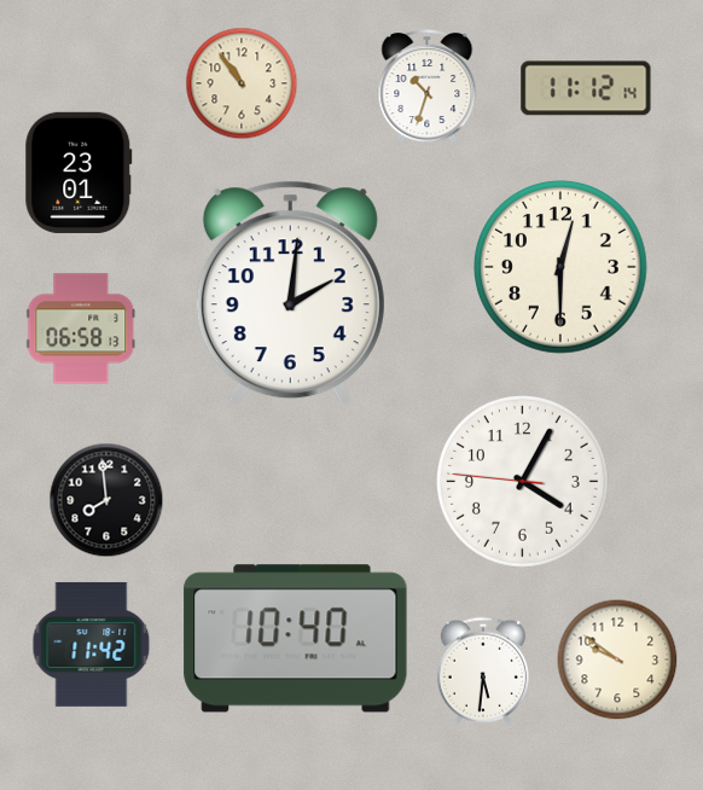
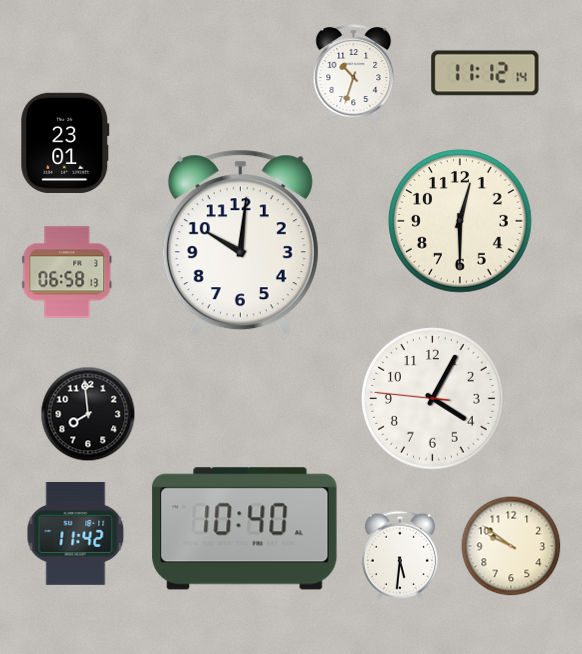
clock at (242, 83): 10:54 -> none
clock at (560, 267) position: (560, 267) -> (460, 221)
clock at (290, 294): 2:01 -> 10:01
